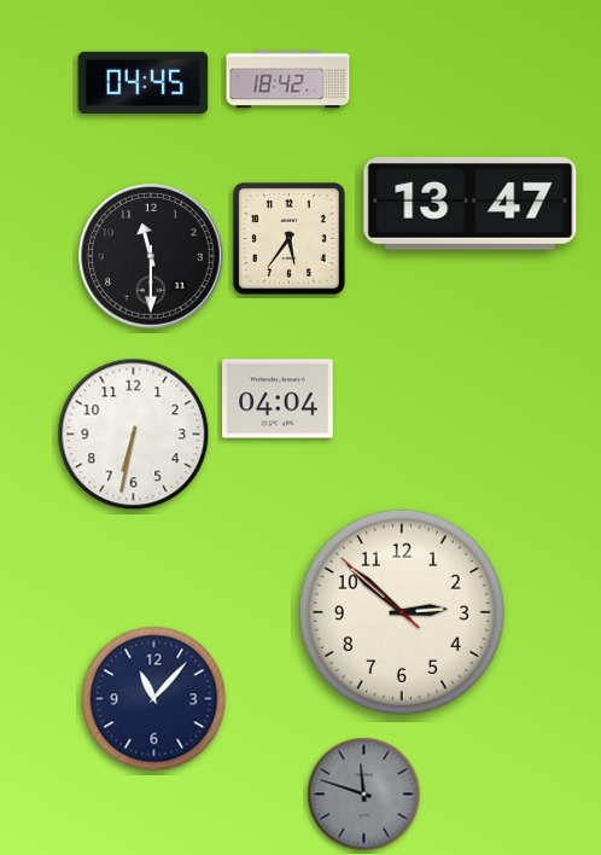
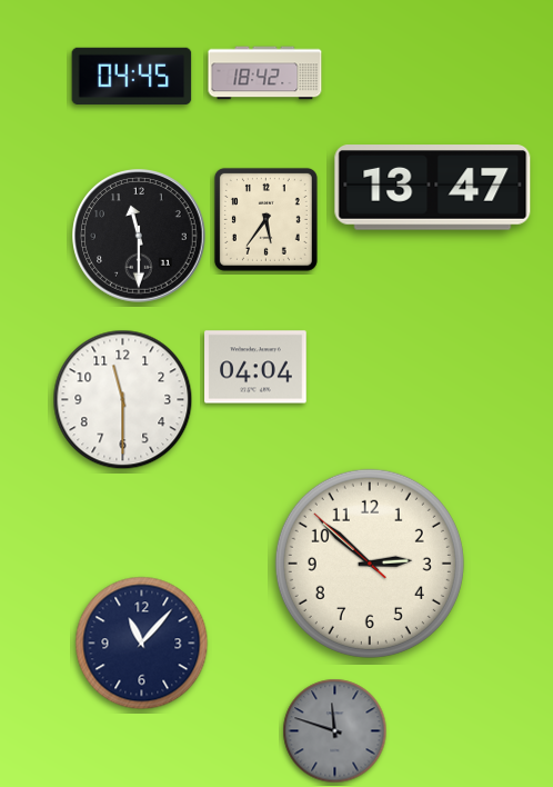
clock at (134, 435): 6:32 -> 11:30
